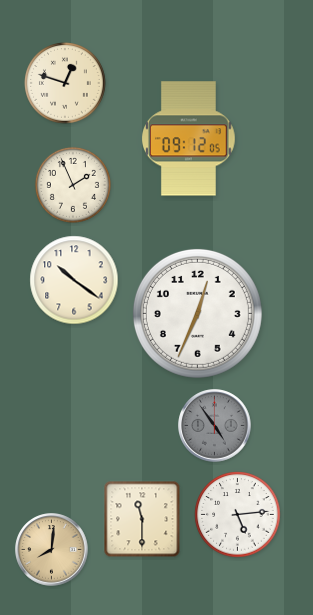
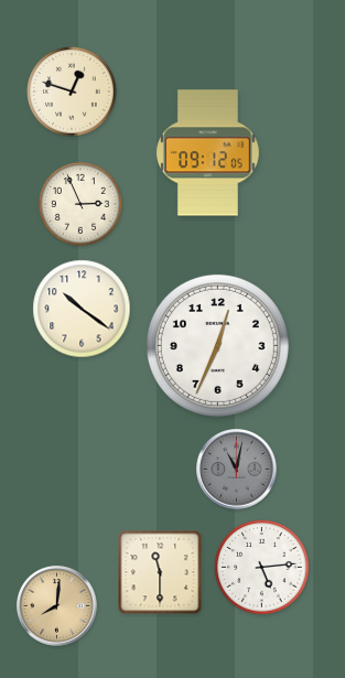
clock at (73, 185): 1:56 -> 2:56
clock at (215, 426): 4:54 -> 11:02
clock at (142, 519) position: (142, 519) -> (160, 572)
